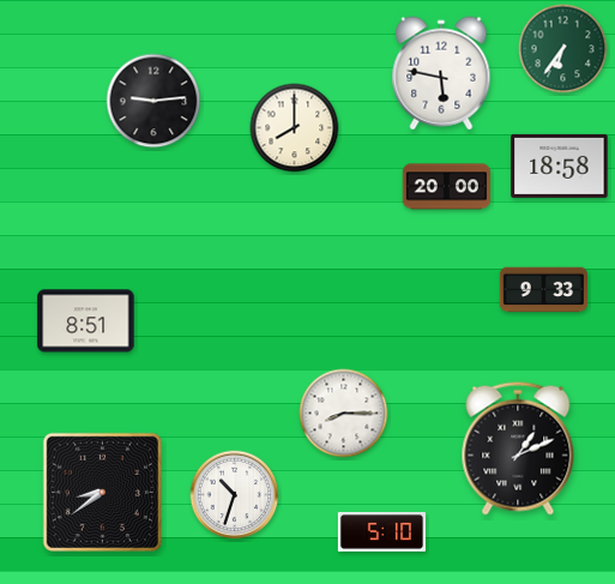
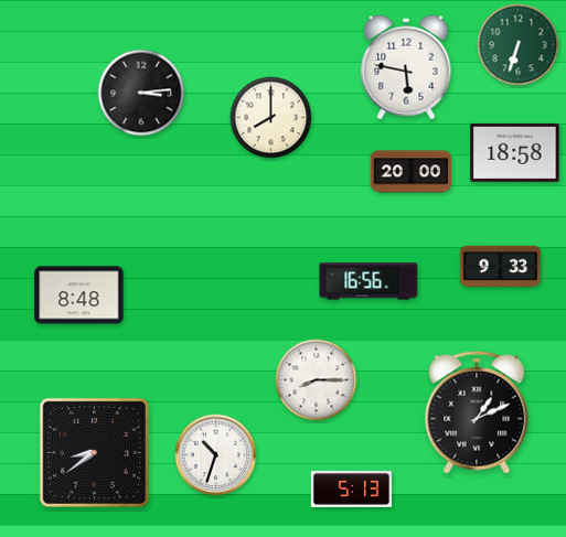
clock at (563, 49): 6:36 -> 6:33
clock at (153, 101): 9:14 -> 3:14
clock at (369, 281): none -> 16:56
clock at (86, 321): 8:51 -> 8:48
clock at (382, 531): 5:10 -> 5:13
